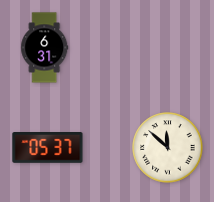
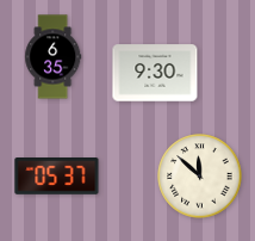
clock at (45, 48): 6:31 -> 6:35
clock at (155, 73): none -> 9:30
